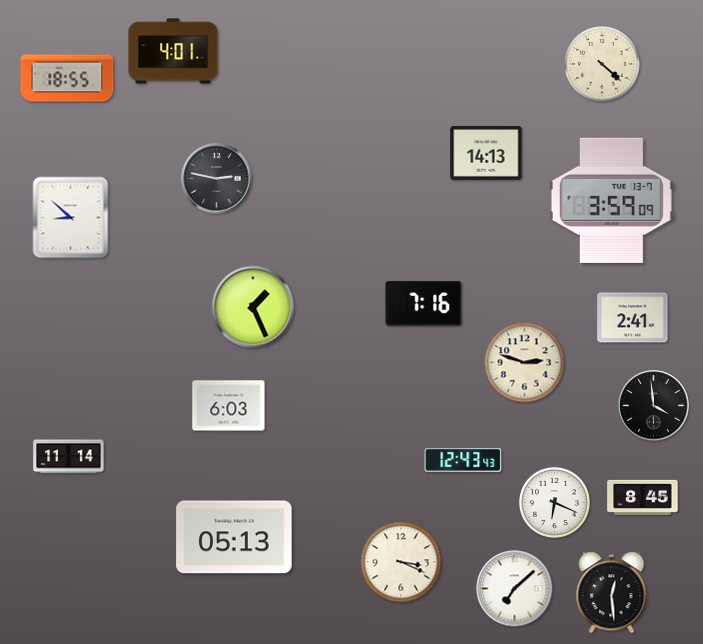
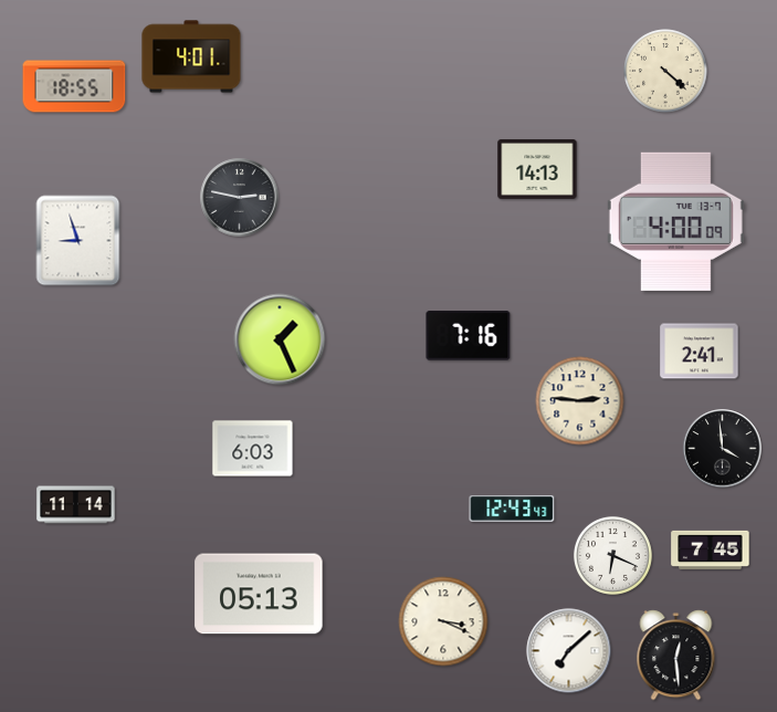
clock at (611, 200): 3:59 -> 4:00
clock at (71, 218): 8:52 -> 8:57
clock at (525, 363): 2:48 -> 2:46
clock at (643, 497): 8:45 -> 7:45
